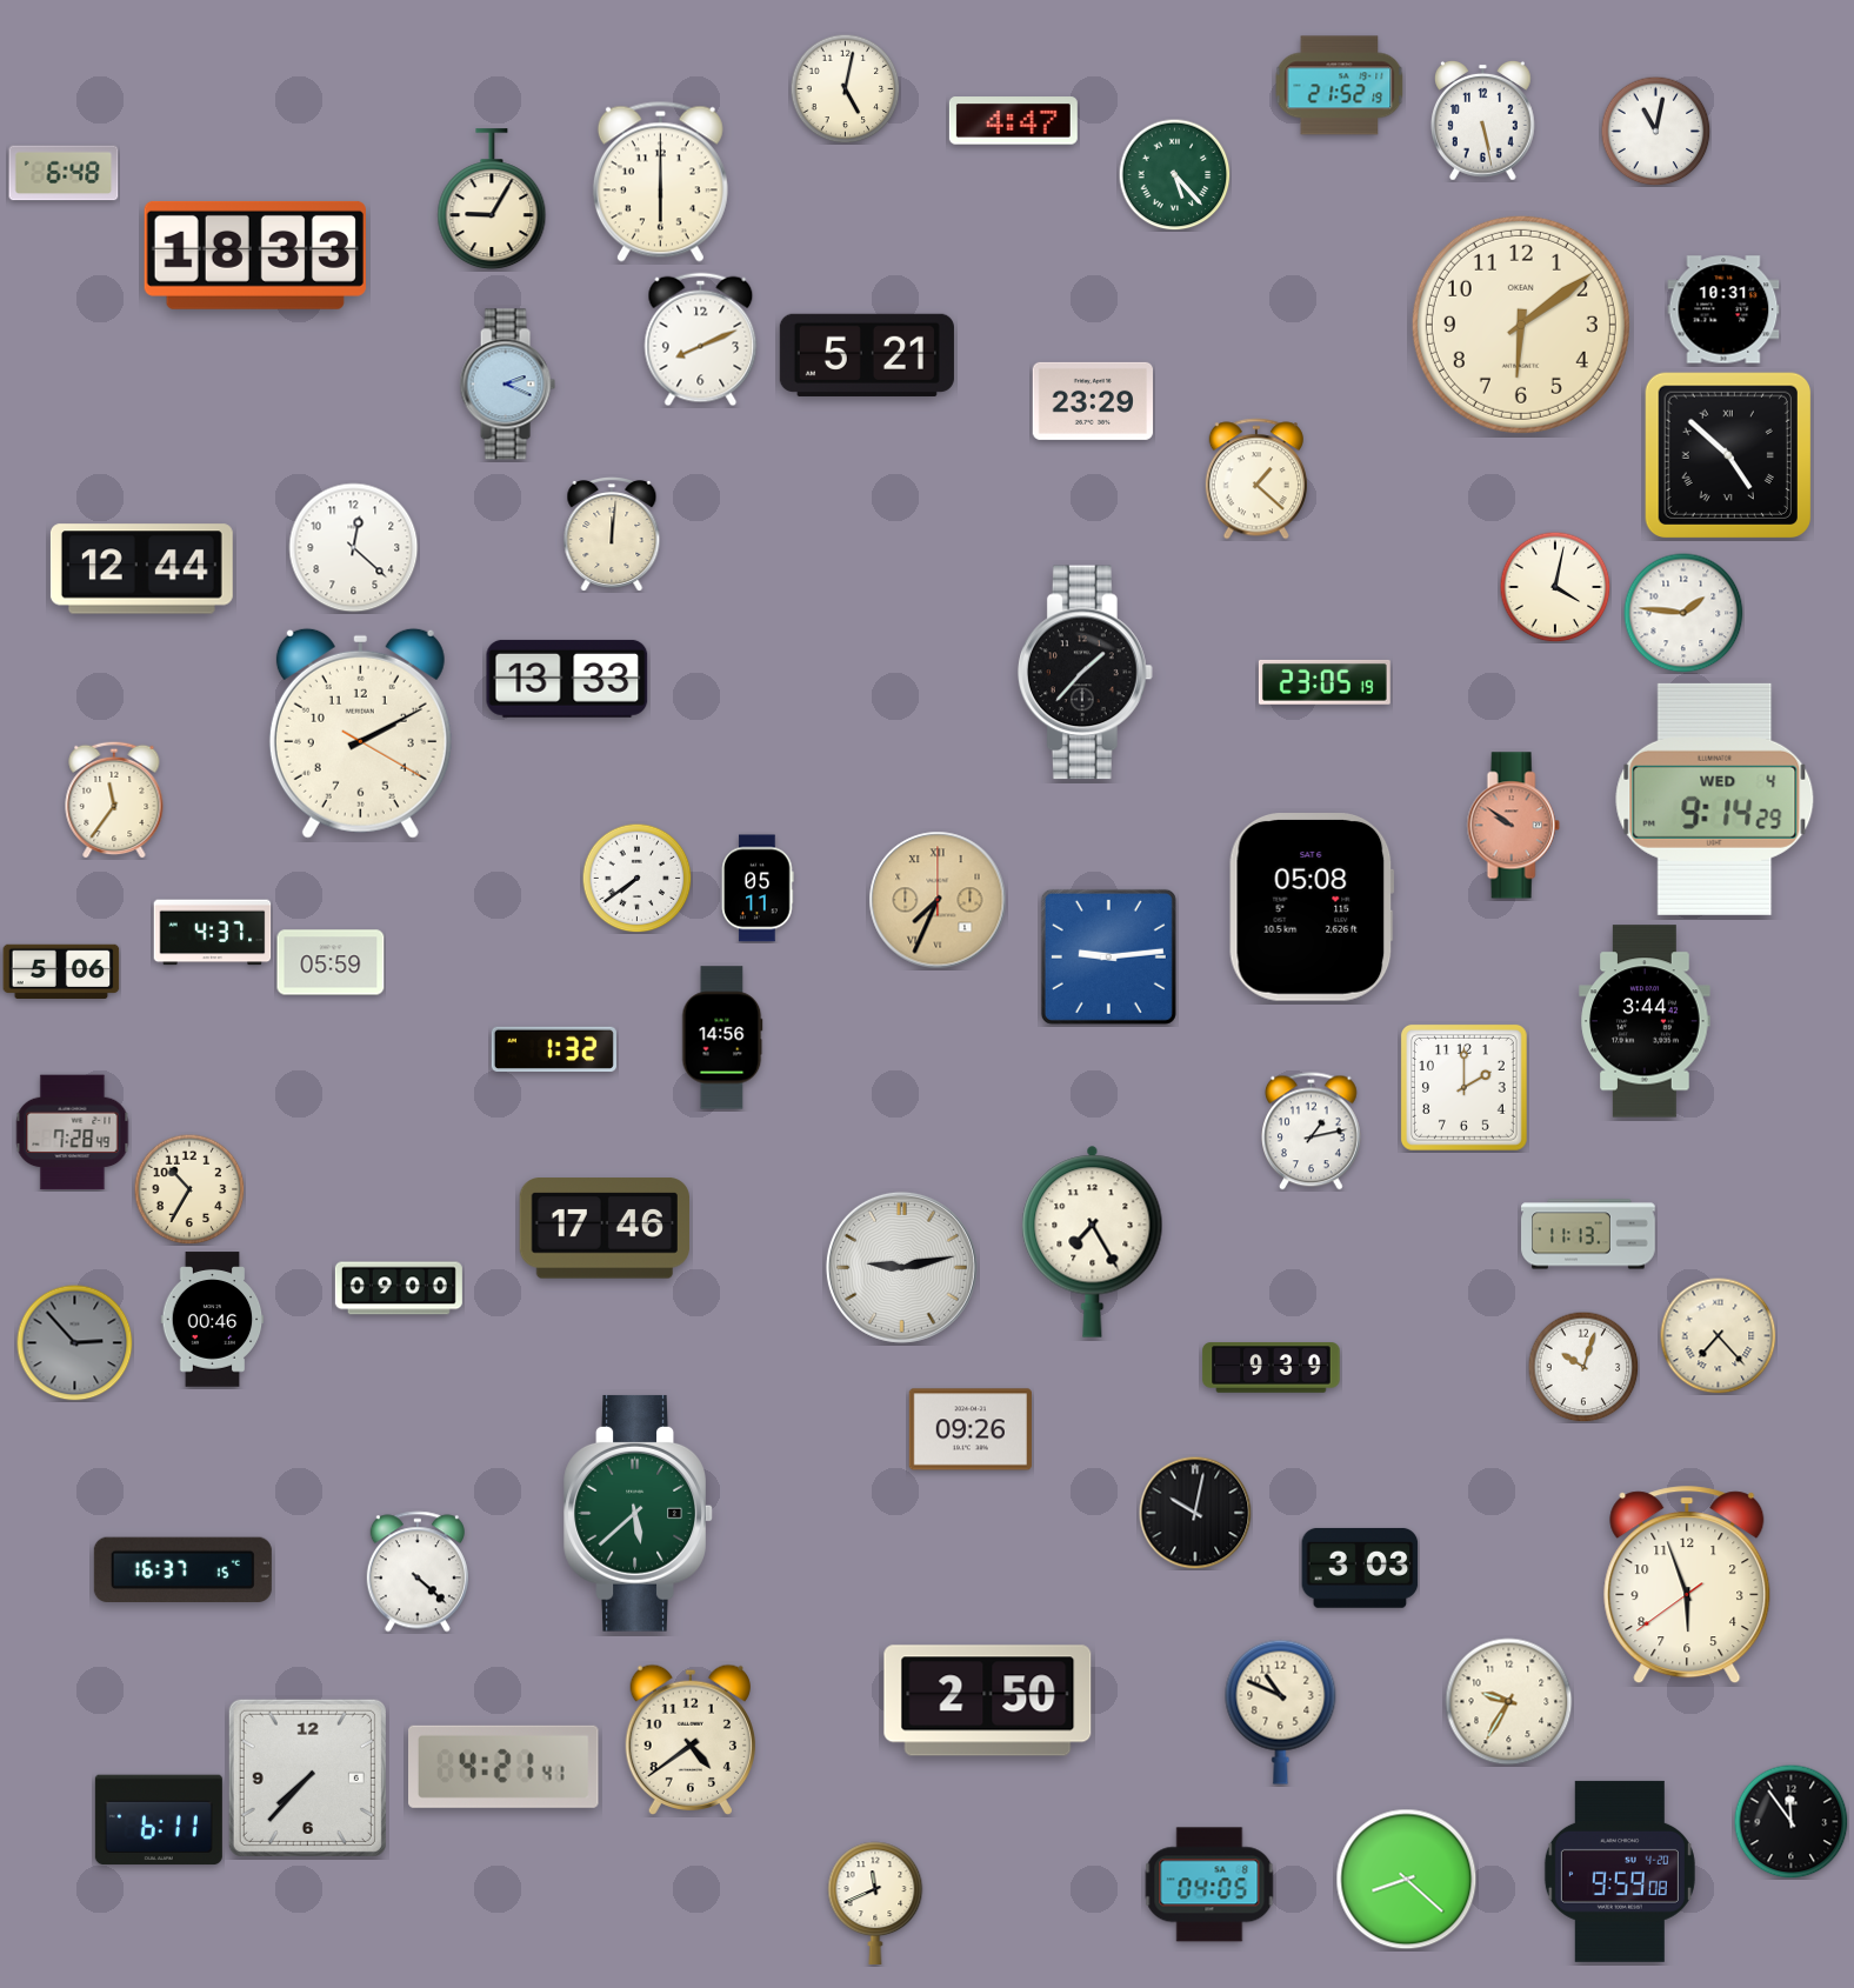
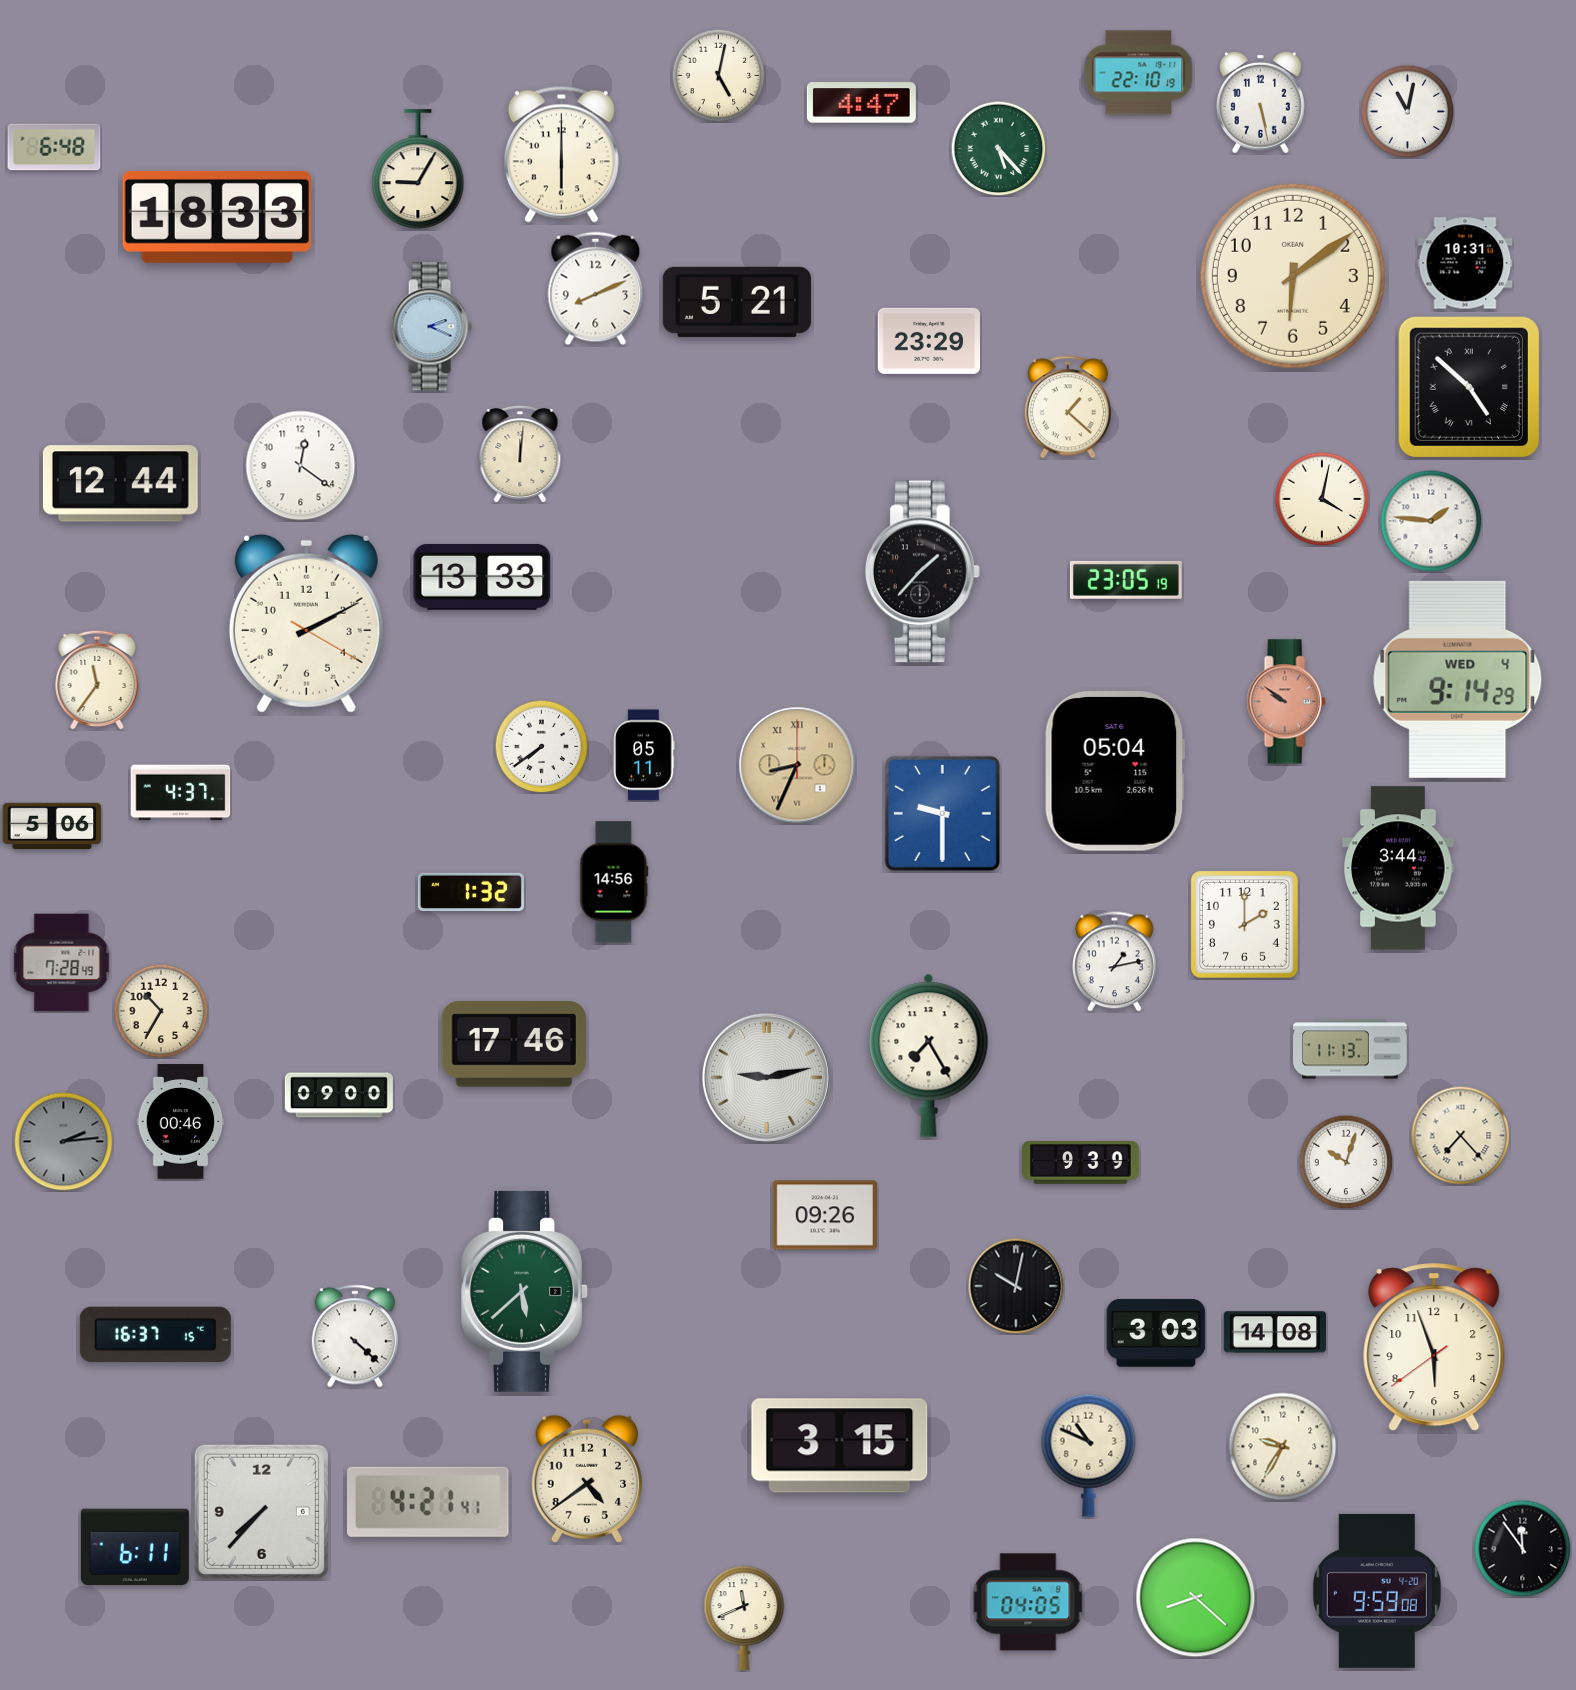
clock at (1340, 86): 21:52 -> 22:10
clock at (354, 548): 12:22 -> 12:21
clock at (938, 900): 7:34 -> 8:34
clock at (1312, 908): 05:08 -> 05:04
clock at (1108, 956): 9:14 -> 9:30
clock at (331, 962): 05:59 -> none
clock at (75, 1343): 2:53 -> 2:14
clock at (639, 1513) position: (639, 1513) -> (525, 1291)
clock at (1275, 1332): none -> 14:08
clock at (988, 1701): 2:50 -> 3:15
